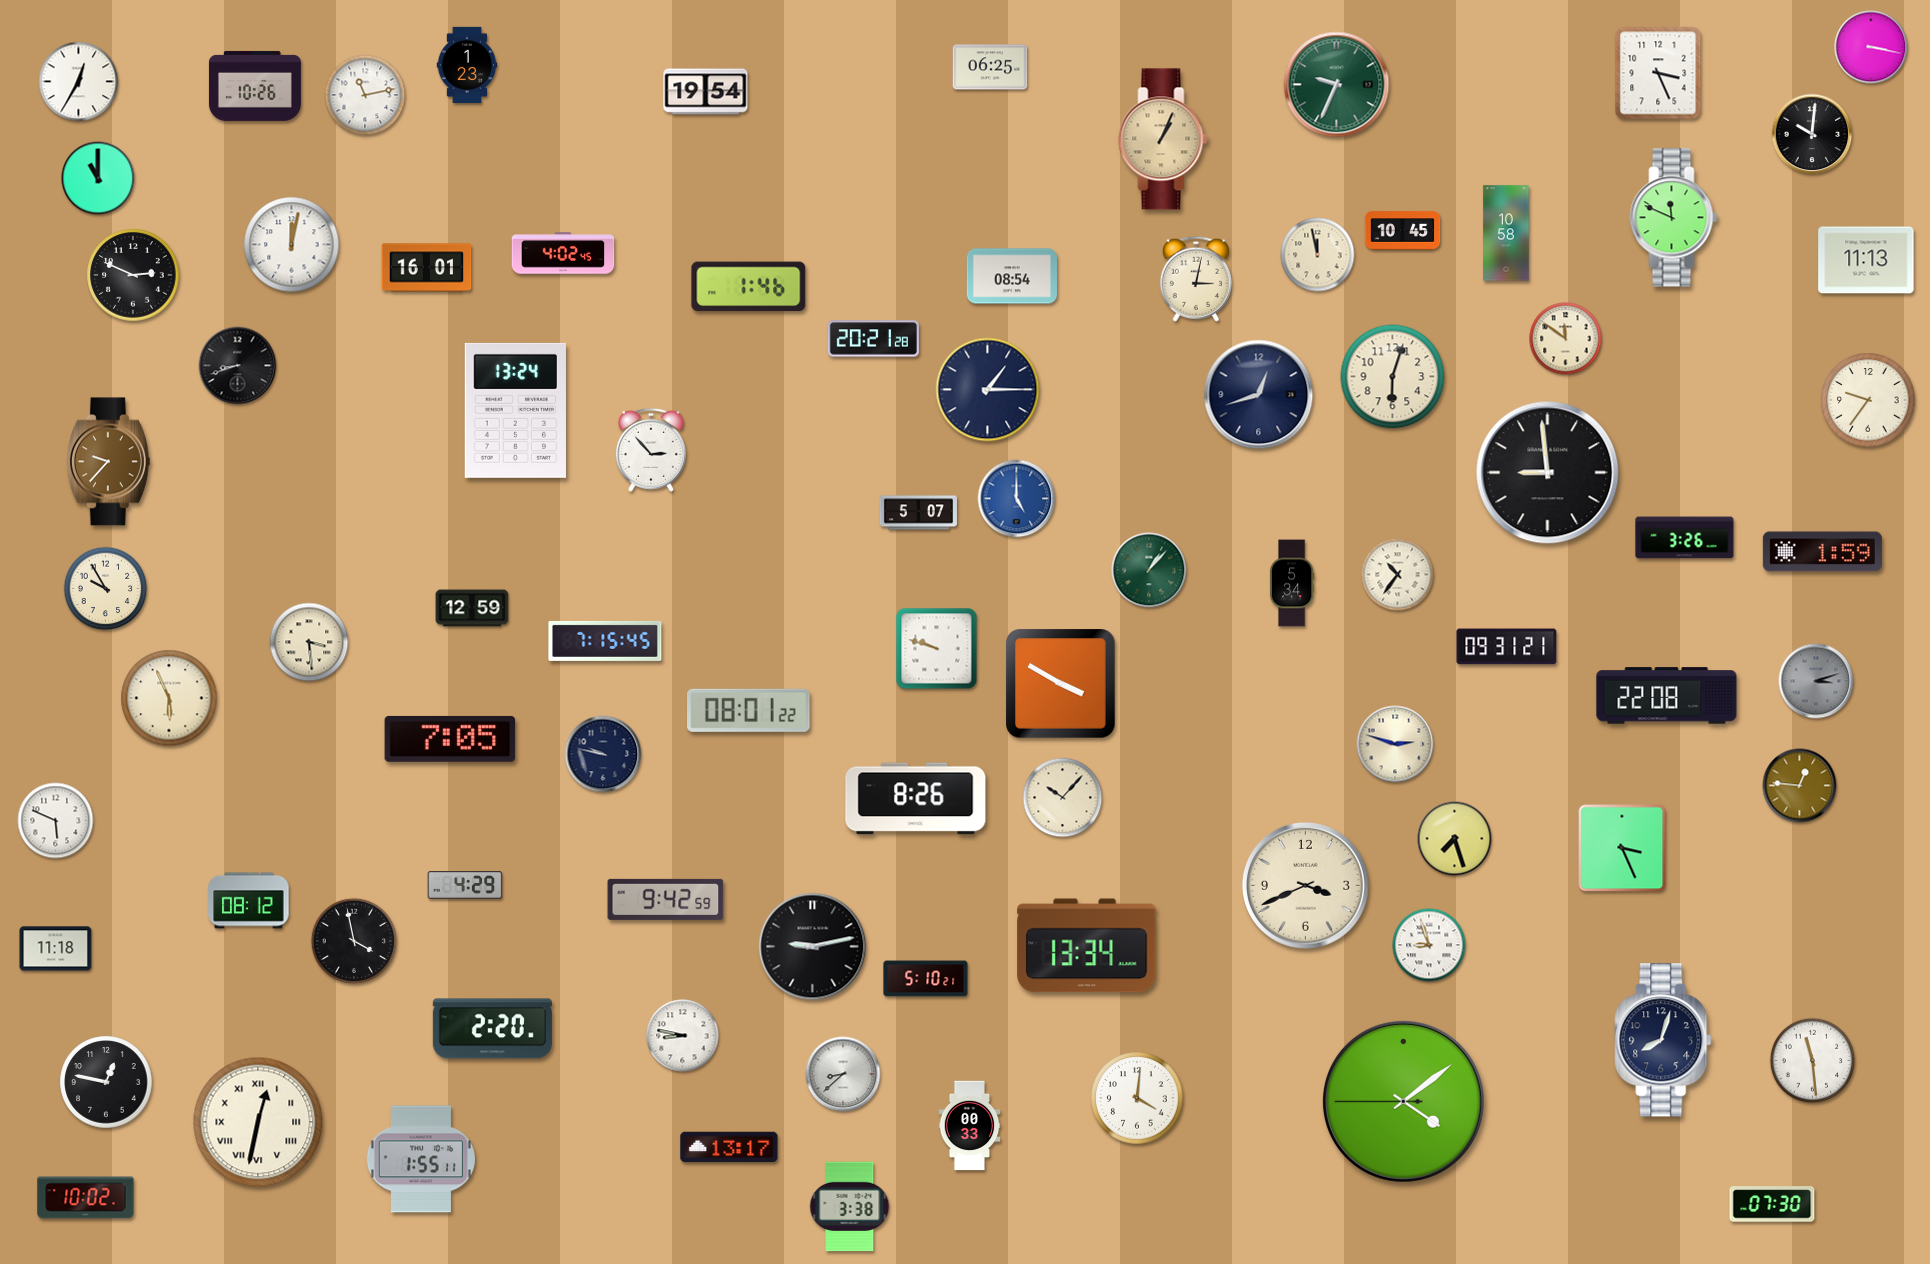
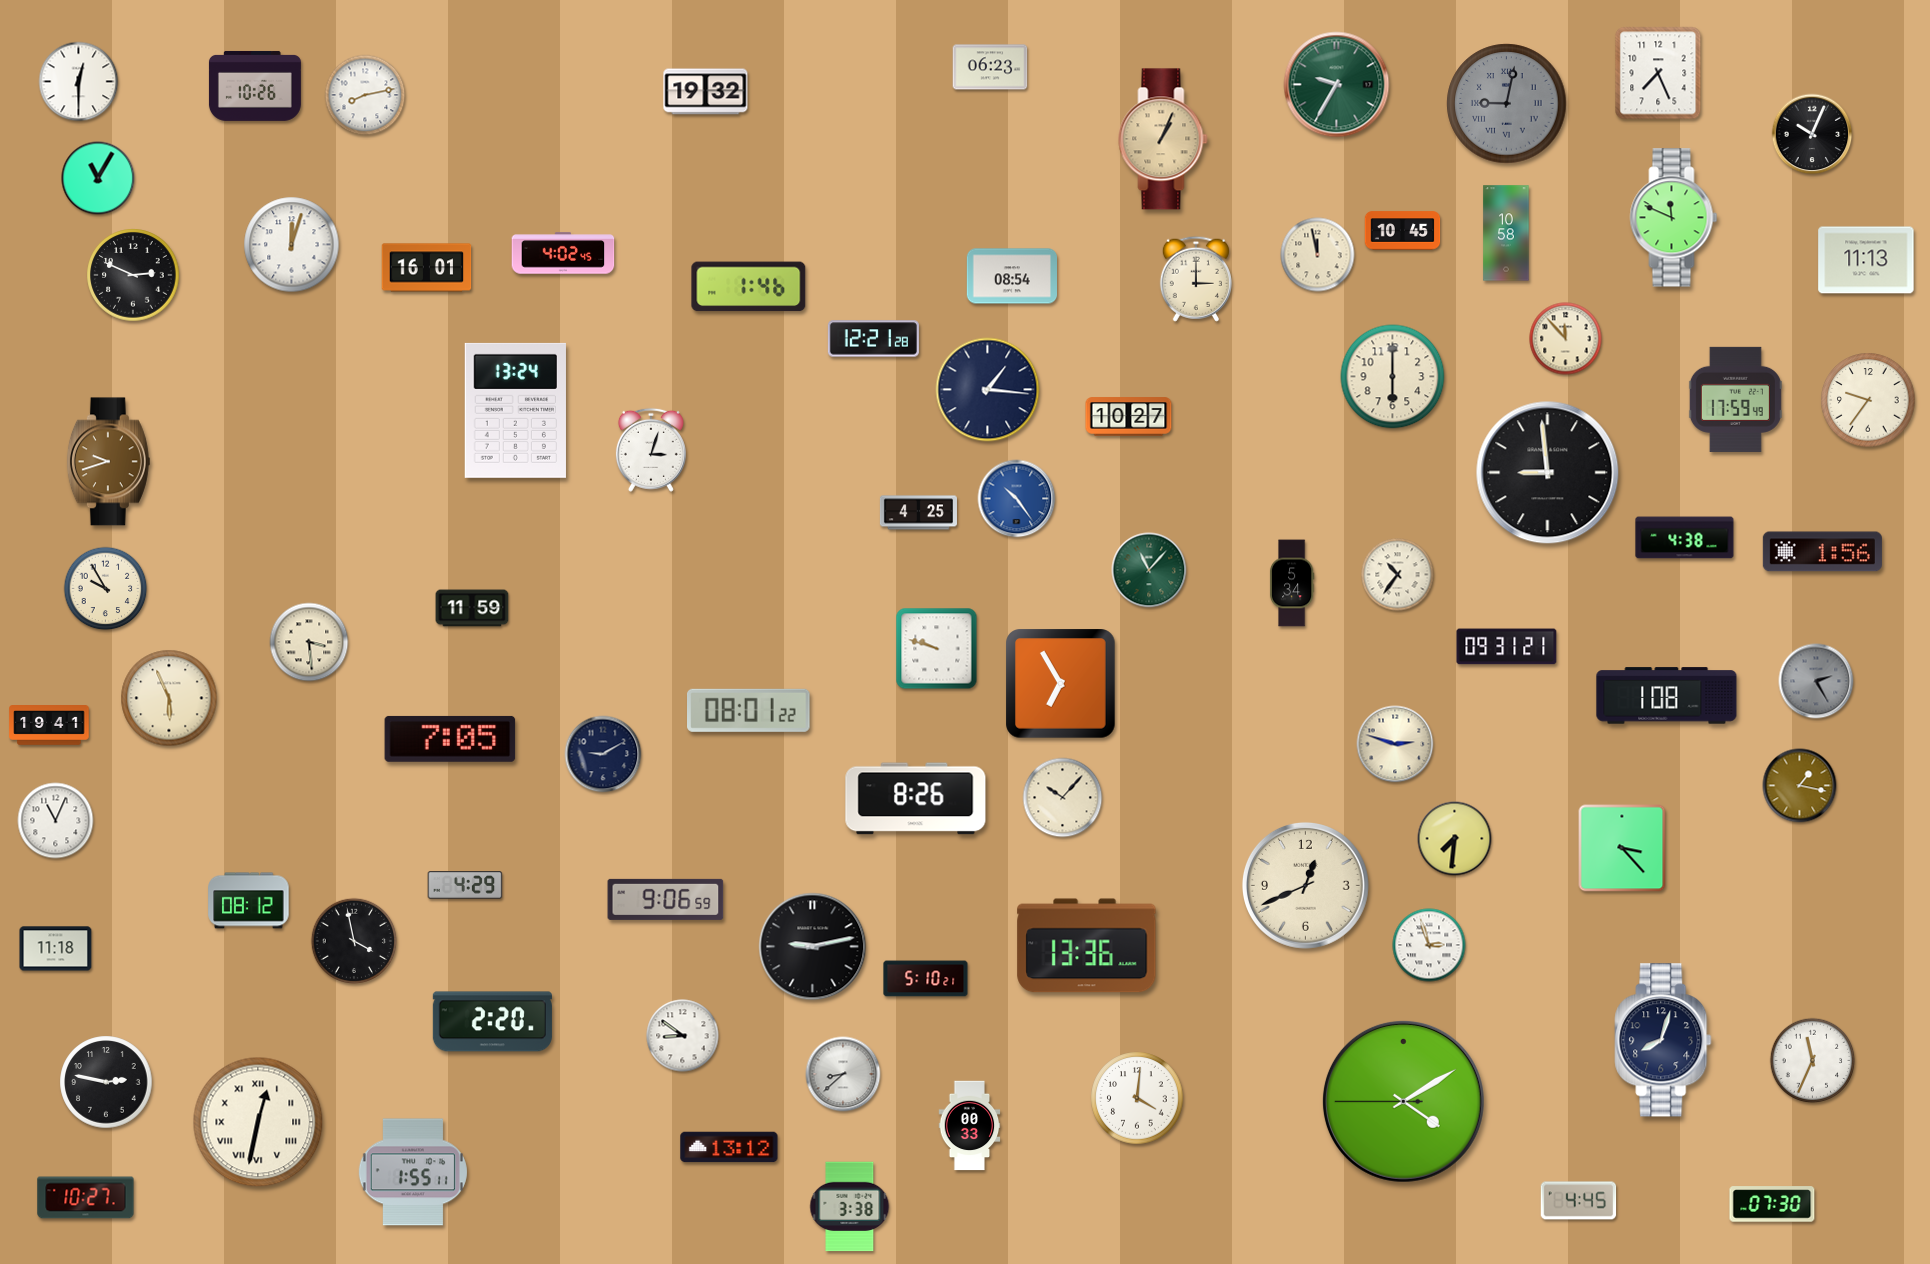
clock at (1871, 47): 3:17 -> none
clock at (467, 65): 1:23 -> none
clock at (990, 67): 06:25 -> 06:23
clock at (1658, 73): 3:26 -> 7:26
clock at (79, 82): 12:35 -> 12:30
clock at (1337, 85): 9:34 -> 9:35
clock at (706, 92): 19:54 -> 19:32
clock at (365, 95): 11:13 -> 8:13
clock at (1507, 104): none -> 9:02
clock at (1812, 134): 10:01 -> 10:04
clock at (98, 178): 11:00 -> 11:05
clock at (292, 245): 12:02 -> 12:03
clock at (1196, 279): 3:02 -> 3:00
clock at (873, 339): 20:21 -> 12:21
clock at (1566, 339): 11:51 -> 11:53
clock at (238, 366): 8:42 -> none
clock at (1393, 377): 6:03 -> 6:00
clock at (988, 390): 1:15 -> 1:16
clock at (1259, 395): 12:42 -> none
clock at (1735, 399): none -> 17:59
clock at (1129, 417): none -> 10:27
clock at (651, 450): 2:53 -> 3:03
clock at (108, 462): 9:37 -> 9:42
clock at (1017, 499): 5:00 -> 10:24
clock at (918, 513): 5:07 -> 4:25
clock at (1685, 538): 3:26 -> 4:38
clock at (1822, 552): 1:59 -> 1:56
clock at (1149, 570): 1:07 -> 11:07
clock at (472, 608): 12:59 -> 11:59
clock at (605, 641): 7:15 -> none
clock at (1816, 681): 3:12 -> 2:25
clock at (1061, 684): 3:50 -> 6:55
clock at (1667, 696): 22:08 -> 1:08
clock at (49, 726): none -> 19:41
clock at (603, 754): 9:47 -> 9:10
clock at (1800, 786): 12:46 -> 1:17
clock at (56, 821): 5:49 -> 11:04
clock at (1455, 839): 7:27 -> 7:31
clock at (1622, 848): 3:26 -> 3:23
clock at (1305, 885): 3:41 -> 12:41
clock at (666, 899): 9:42 -> 9:06
clock at (1429, 945): 8:57 -> 2:57
clock at (1087, 946): 13:34 -> 13:36
clock at (492, 1029) position: (492, 1029) -> (492, 1022)
clock at (683, 1036): 8:47 -> 8:51
clock at (1813, 1061): 11:29 -> 11:34
clock at (106, 1082): 12:47 -> 2:47
clock at (1403, 1101): 4:08 -> 4:09
clock at (729, 1147): 13:17 -> 13:12
clock at (421, 1159) position: (421, 1159) -> (413, 1172)
clock at (86, 1198): 10:02 -> 10:27
clock at (1579, 1201): none -> 4:45
